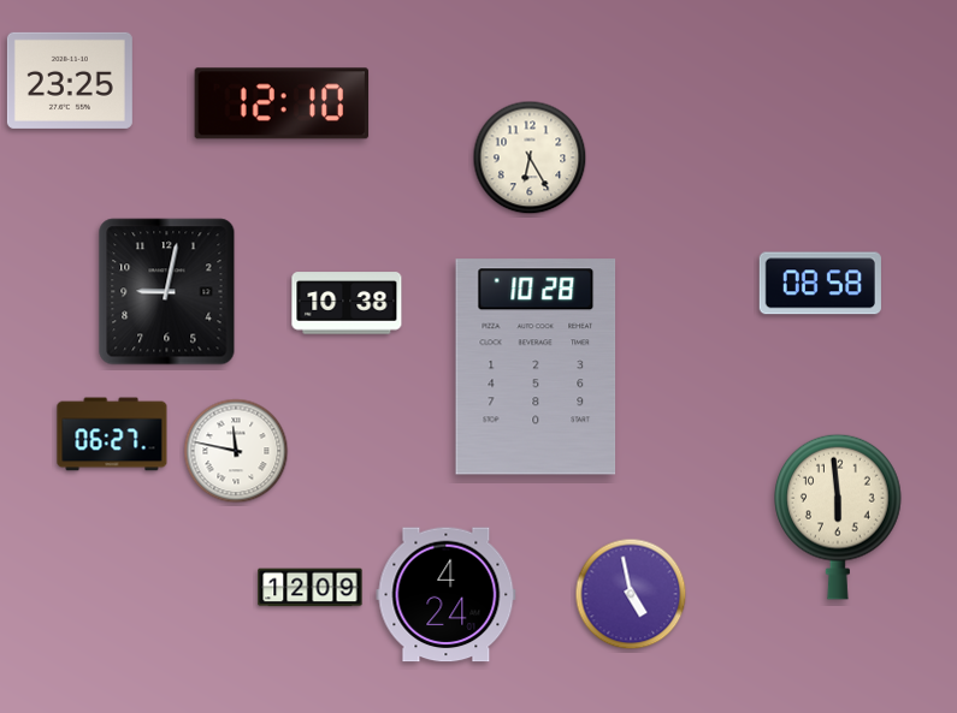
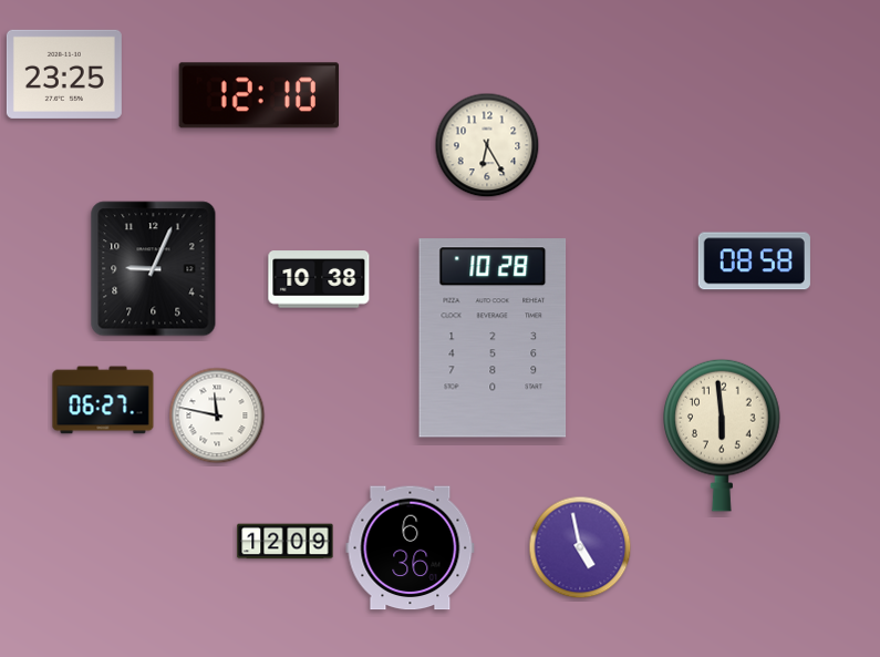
clock at (167, 292): 9:02 -> 9:04
clock at (839, 517) position: (839, 517) -> (723, 435)
clock at (447, 595): 4:24 -> 6:36
